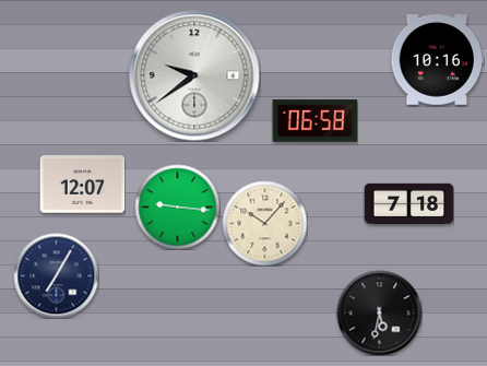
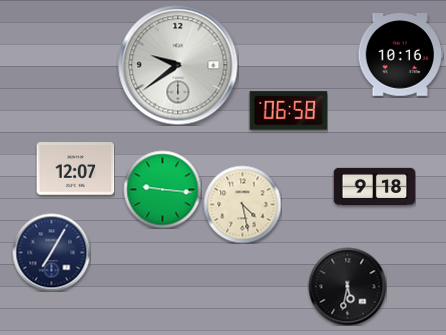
clock at (194, 75) position: (194, 75) -> (178, 65)
clock at (408, 203): 7:18 -> 9:18
clock at (264, 223): 10:07 -> 4:28
